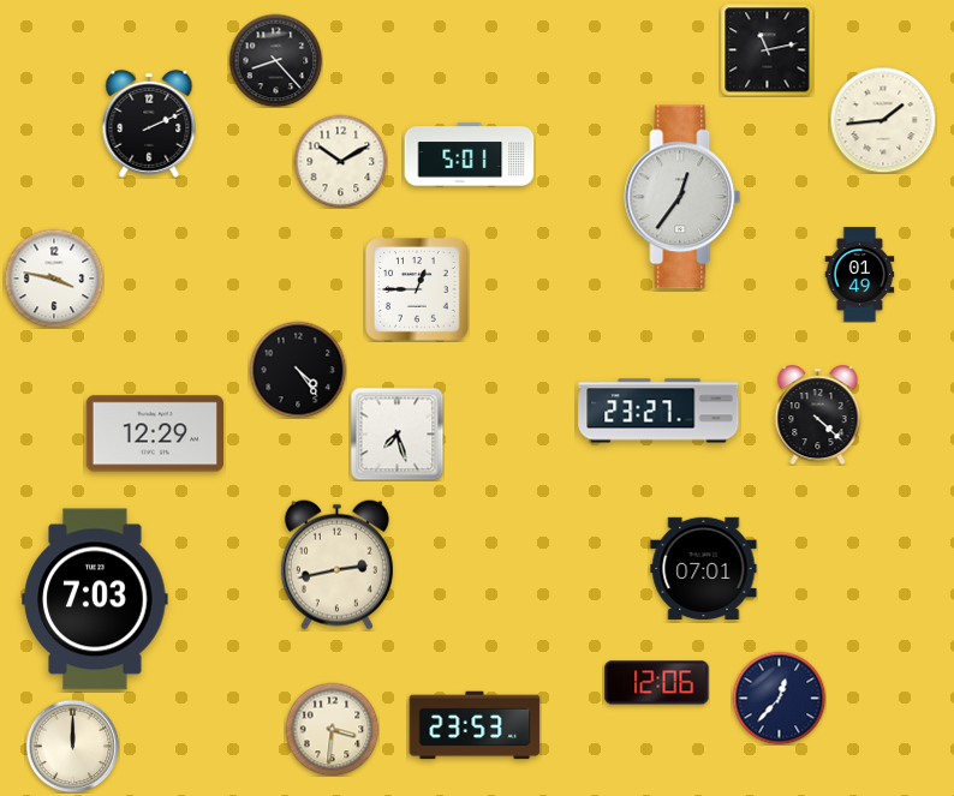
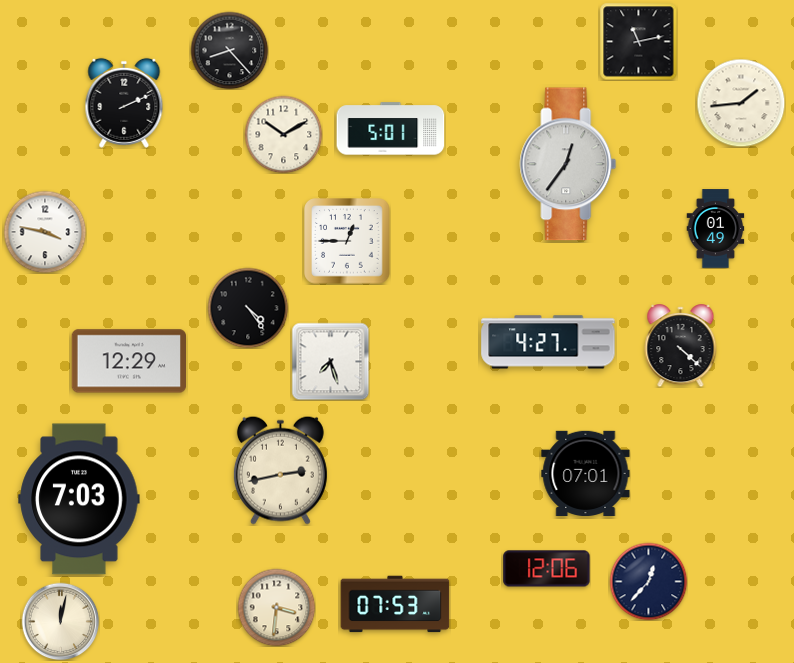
clock at (883, 120) position: (883, 120) -> (741, 103)
clock at (658, 411): 23:27 -> 4:27
clock at (475, 725): 23:53 -> 07:53
clock at (72, 746): 12:00 -> 12:02
